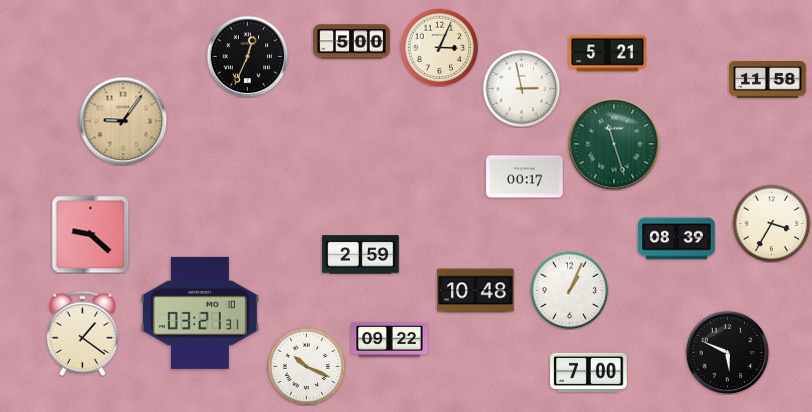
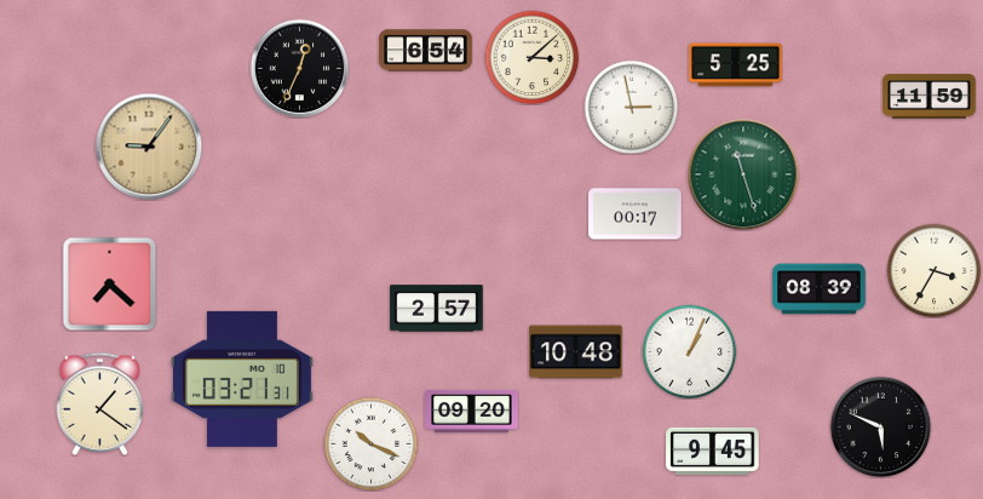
clock at (352, 42): 5:00 -> 6:54
clock at (439, 47): 3:04 -> 3:08
clock at (608, 54): 5:21 -> 5:25
clock at (768, 80): 11:58 -> 11:59
clock at (90, 234): 9:22 -> 7:22
clock at (361, 255): 2:59 -> 2:57
clock at (390, 339): 09:22 -> 09:20
clock at (589, 372): 7:00 -> 9:45
